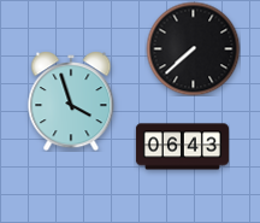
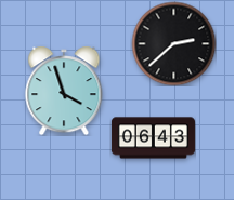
clock at (193, 48): 7:38 -> 2:38
clock at (182, 147) position: (182, 147) -> (153, 138)
